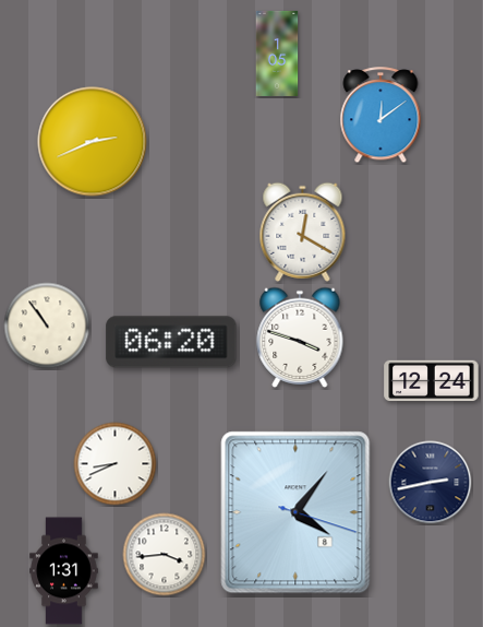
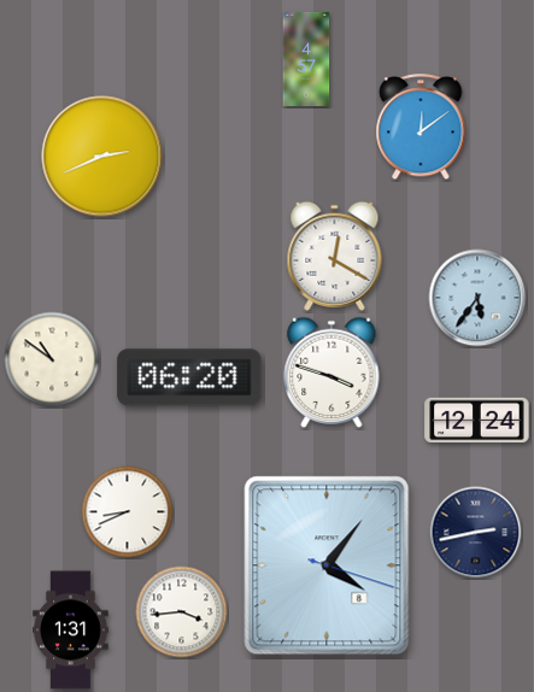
clock at (277, 54): 1:05 -> 4:57
clock at (477, 298): none -> 5:36
clock at (47, 326): 10:54 -> 10:51
